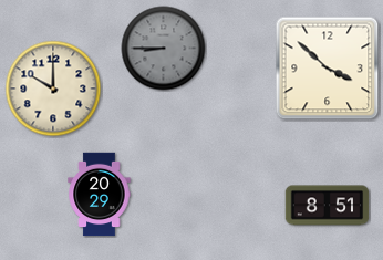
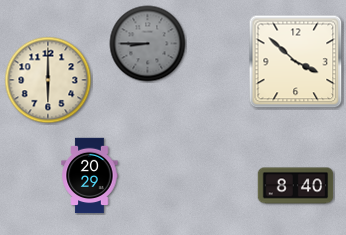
clock at (53, 89): 10:00 -> 6:00
clock at (328, 206): 8:51 -> 8:40
